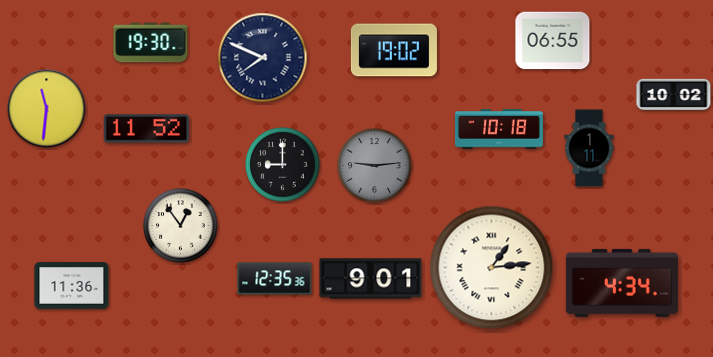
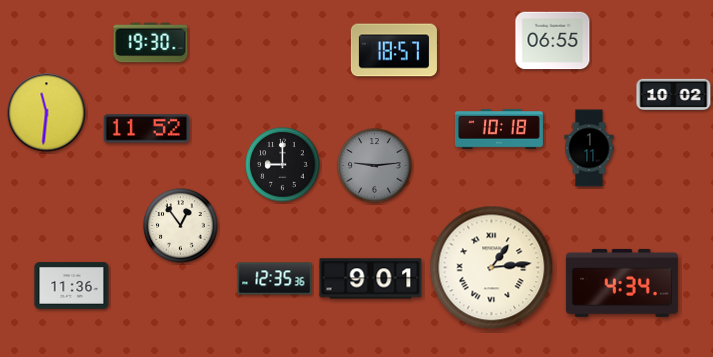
clock at (394, 50): 19:02 -> 18:57
clock at (263, 58): 7:49 -> none
clock at (47, 109) position: (47, 109) -> (47, 113)
